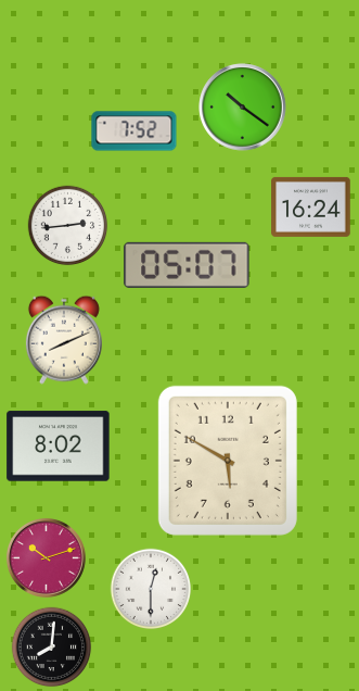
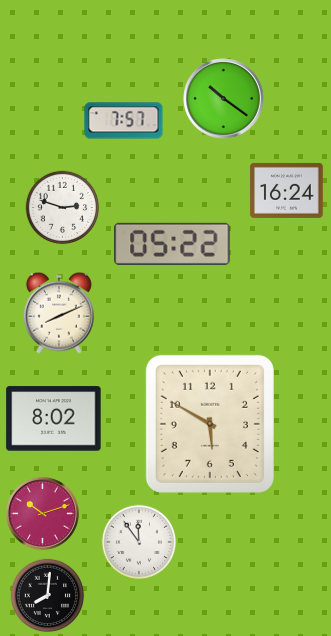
clock at (134, 131): 7:52 -> 7:57
clock at (68, 226): 2:44 -> 2:48
clock at (187, 265): 05:07 -> 05:22
clock at (59, 447) position: (59, 447) -> (54, 419)
clock at (151, 589): 12:30 -> 11:54
